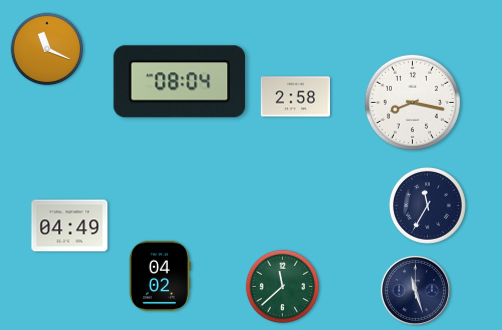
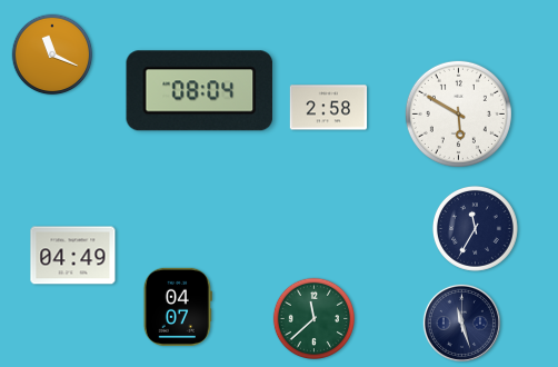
clock at (412, 102): 8:17 -> 5:50
clock at (70, 226) position: (70, 226) -> (73, 256)
clock at (160, 276): 04:02 -> 04:07
